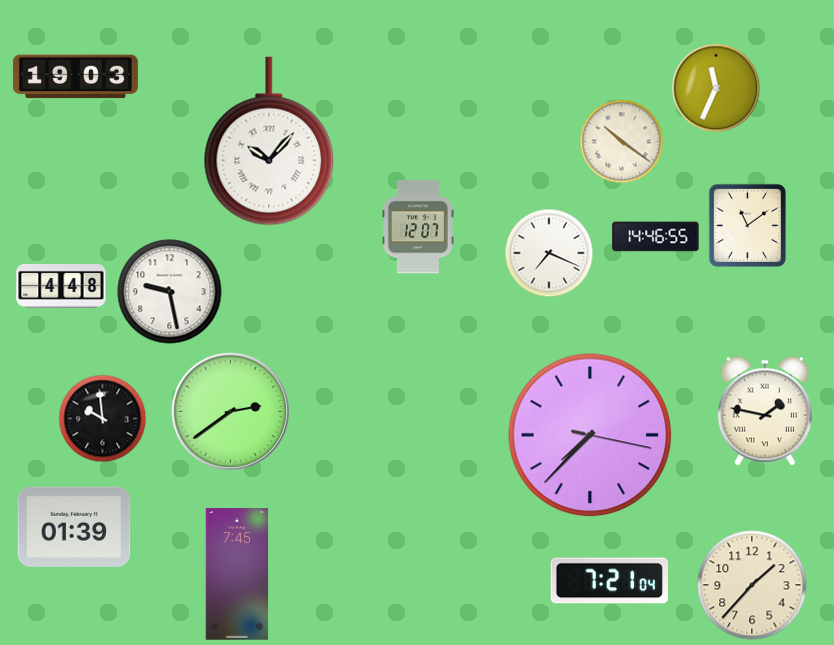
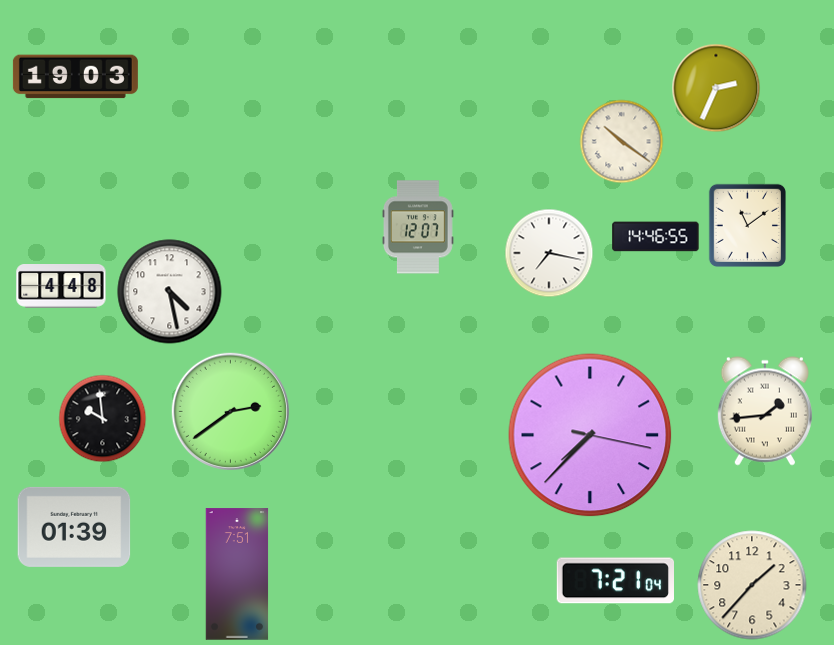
clock at (716, 88): 11:34 -> 2:34
clock at (269, 141): 10:07 -> none
clock at (549, 253): 7:19 -> 7:17
clock at (170, 292): 9:28 -> 4:28
clock at (765, 411): 1:47 -> 1:44
clock at (237, 574): 7:45 -> 7:51
clock at (609, 581) position: (609, 581) -> (615, 581)
